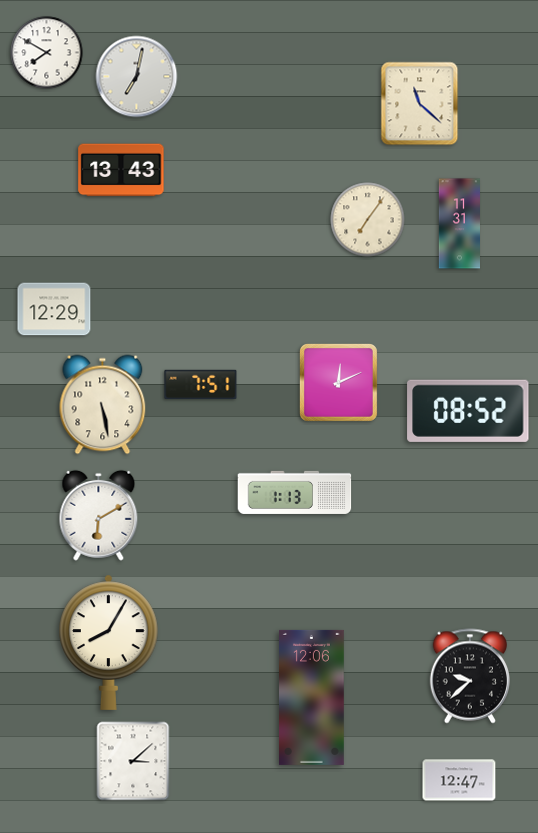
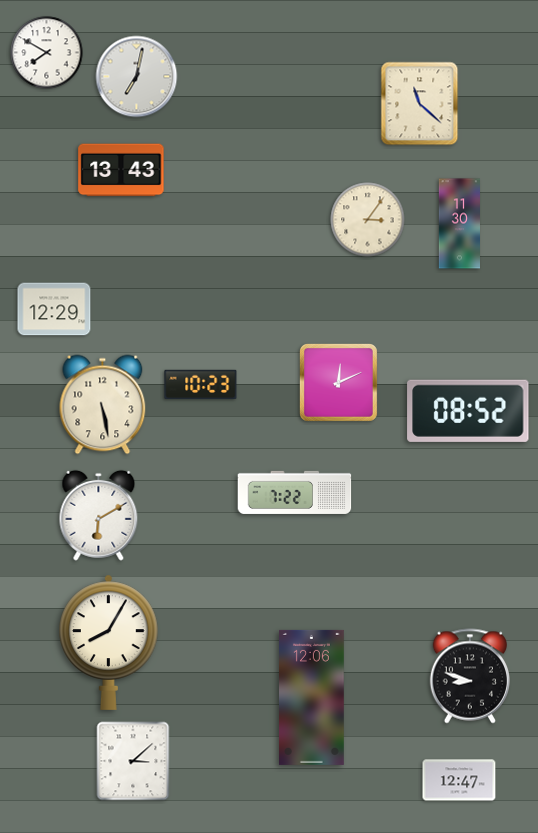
clock at (368, 220): 7:06 -> 3:06
clock at (459, 224): 11:31 -> 11:30
clock at (201, 384): 7:51 -> 10:23
clock at (295, 492): 1:13 -> 7:22
clock at (469, 676): 9:38 -> 8:48
